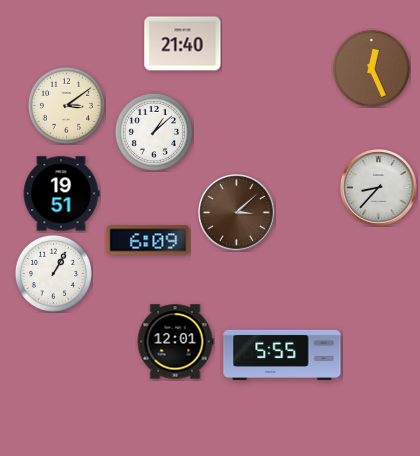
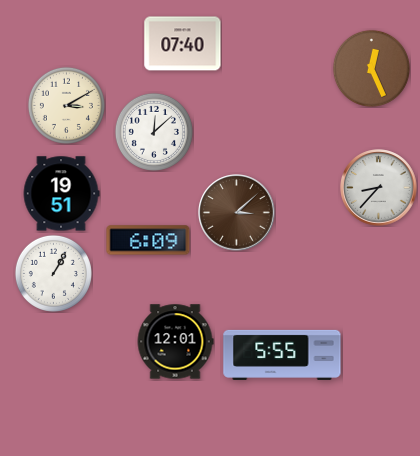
clock at (183, 44): 21:40 -> 07:40
clock at (66, 105): 3:09 -> 3:10
clock at (154, 132): 1:08 -> 12:08
